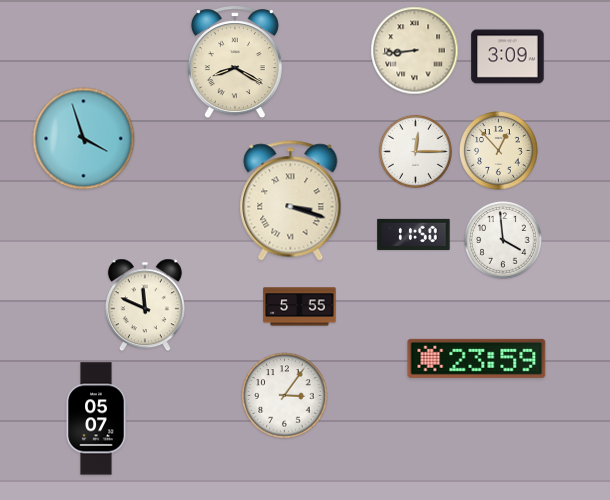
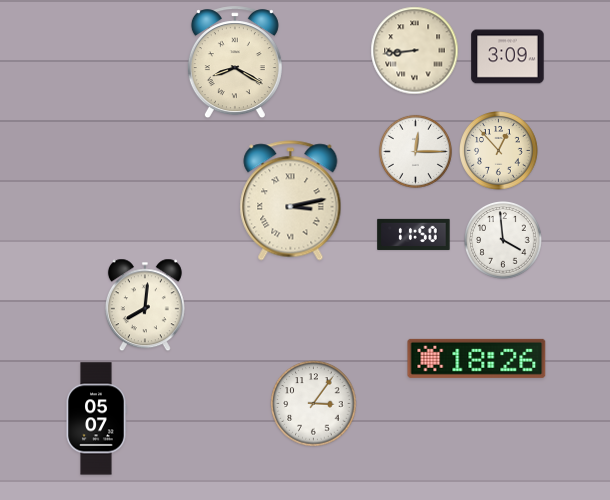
clock at (84, 139): 3:57 -> none
clock at (291, 201): 3:18 -> 3:13
clock at (145, 305): 11:49 -> 8:01
clock at (300, 307): 5:55 -> none
clock at (477, 358): 23:59 -> 18:26
clock at (285, 396) position: (285, 396) -> (314, 404)
